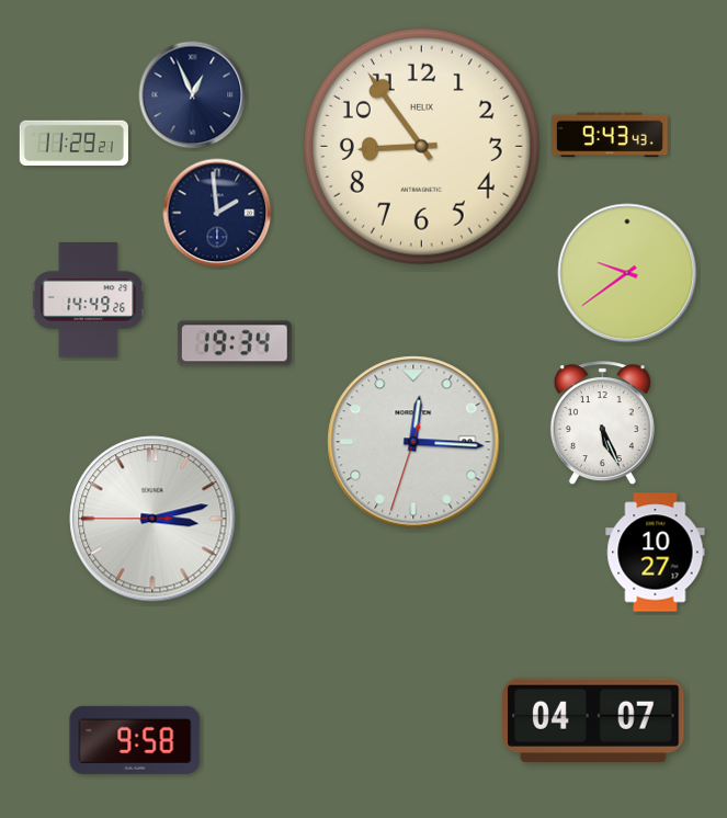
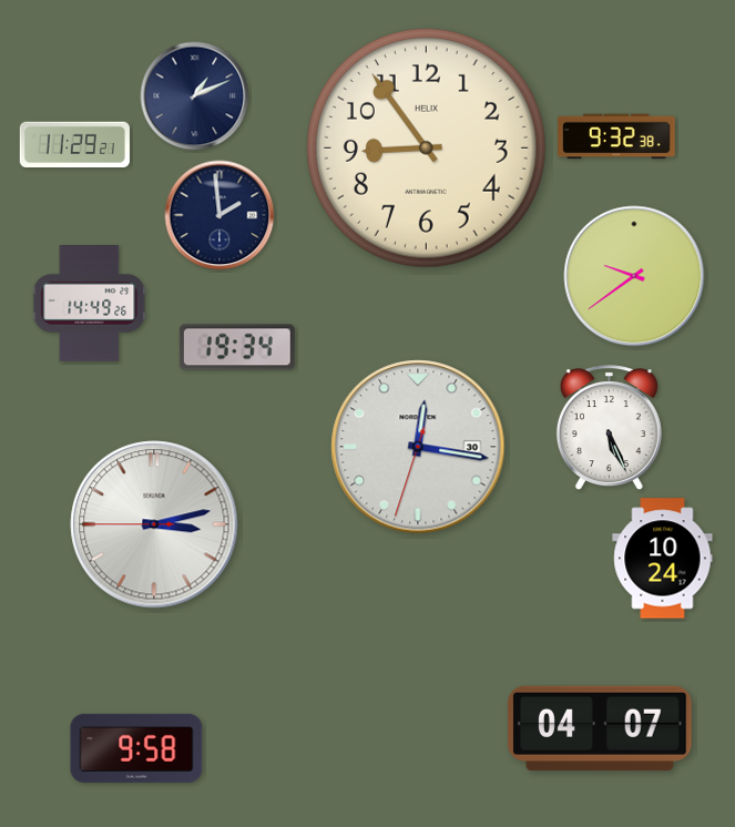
clock at (193, 95): 12:56 -> 1:11
clock at (610, 135): 9:43 -> 9:32
clock at (413, 442): 12:15 -> 12:16
clock at (656, 553): 10:27 -> 10:24
